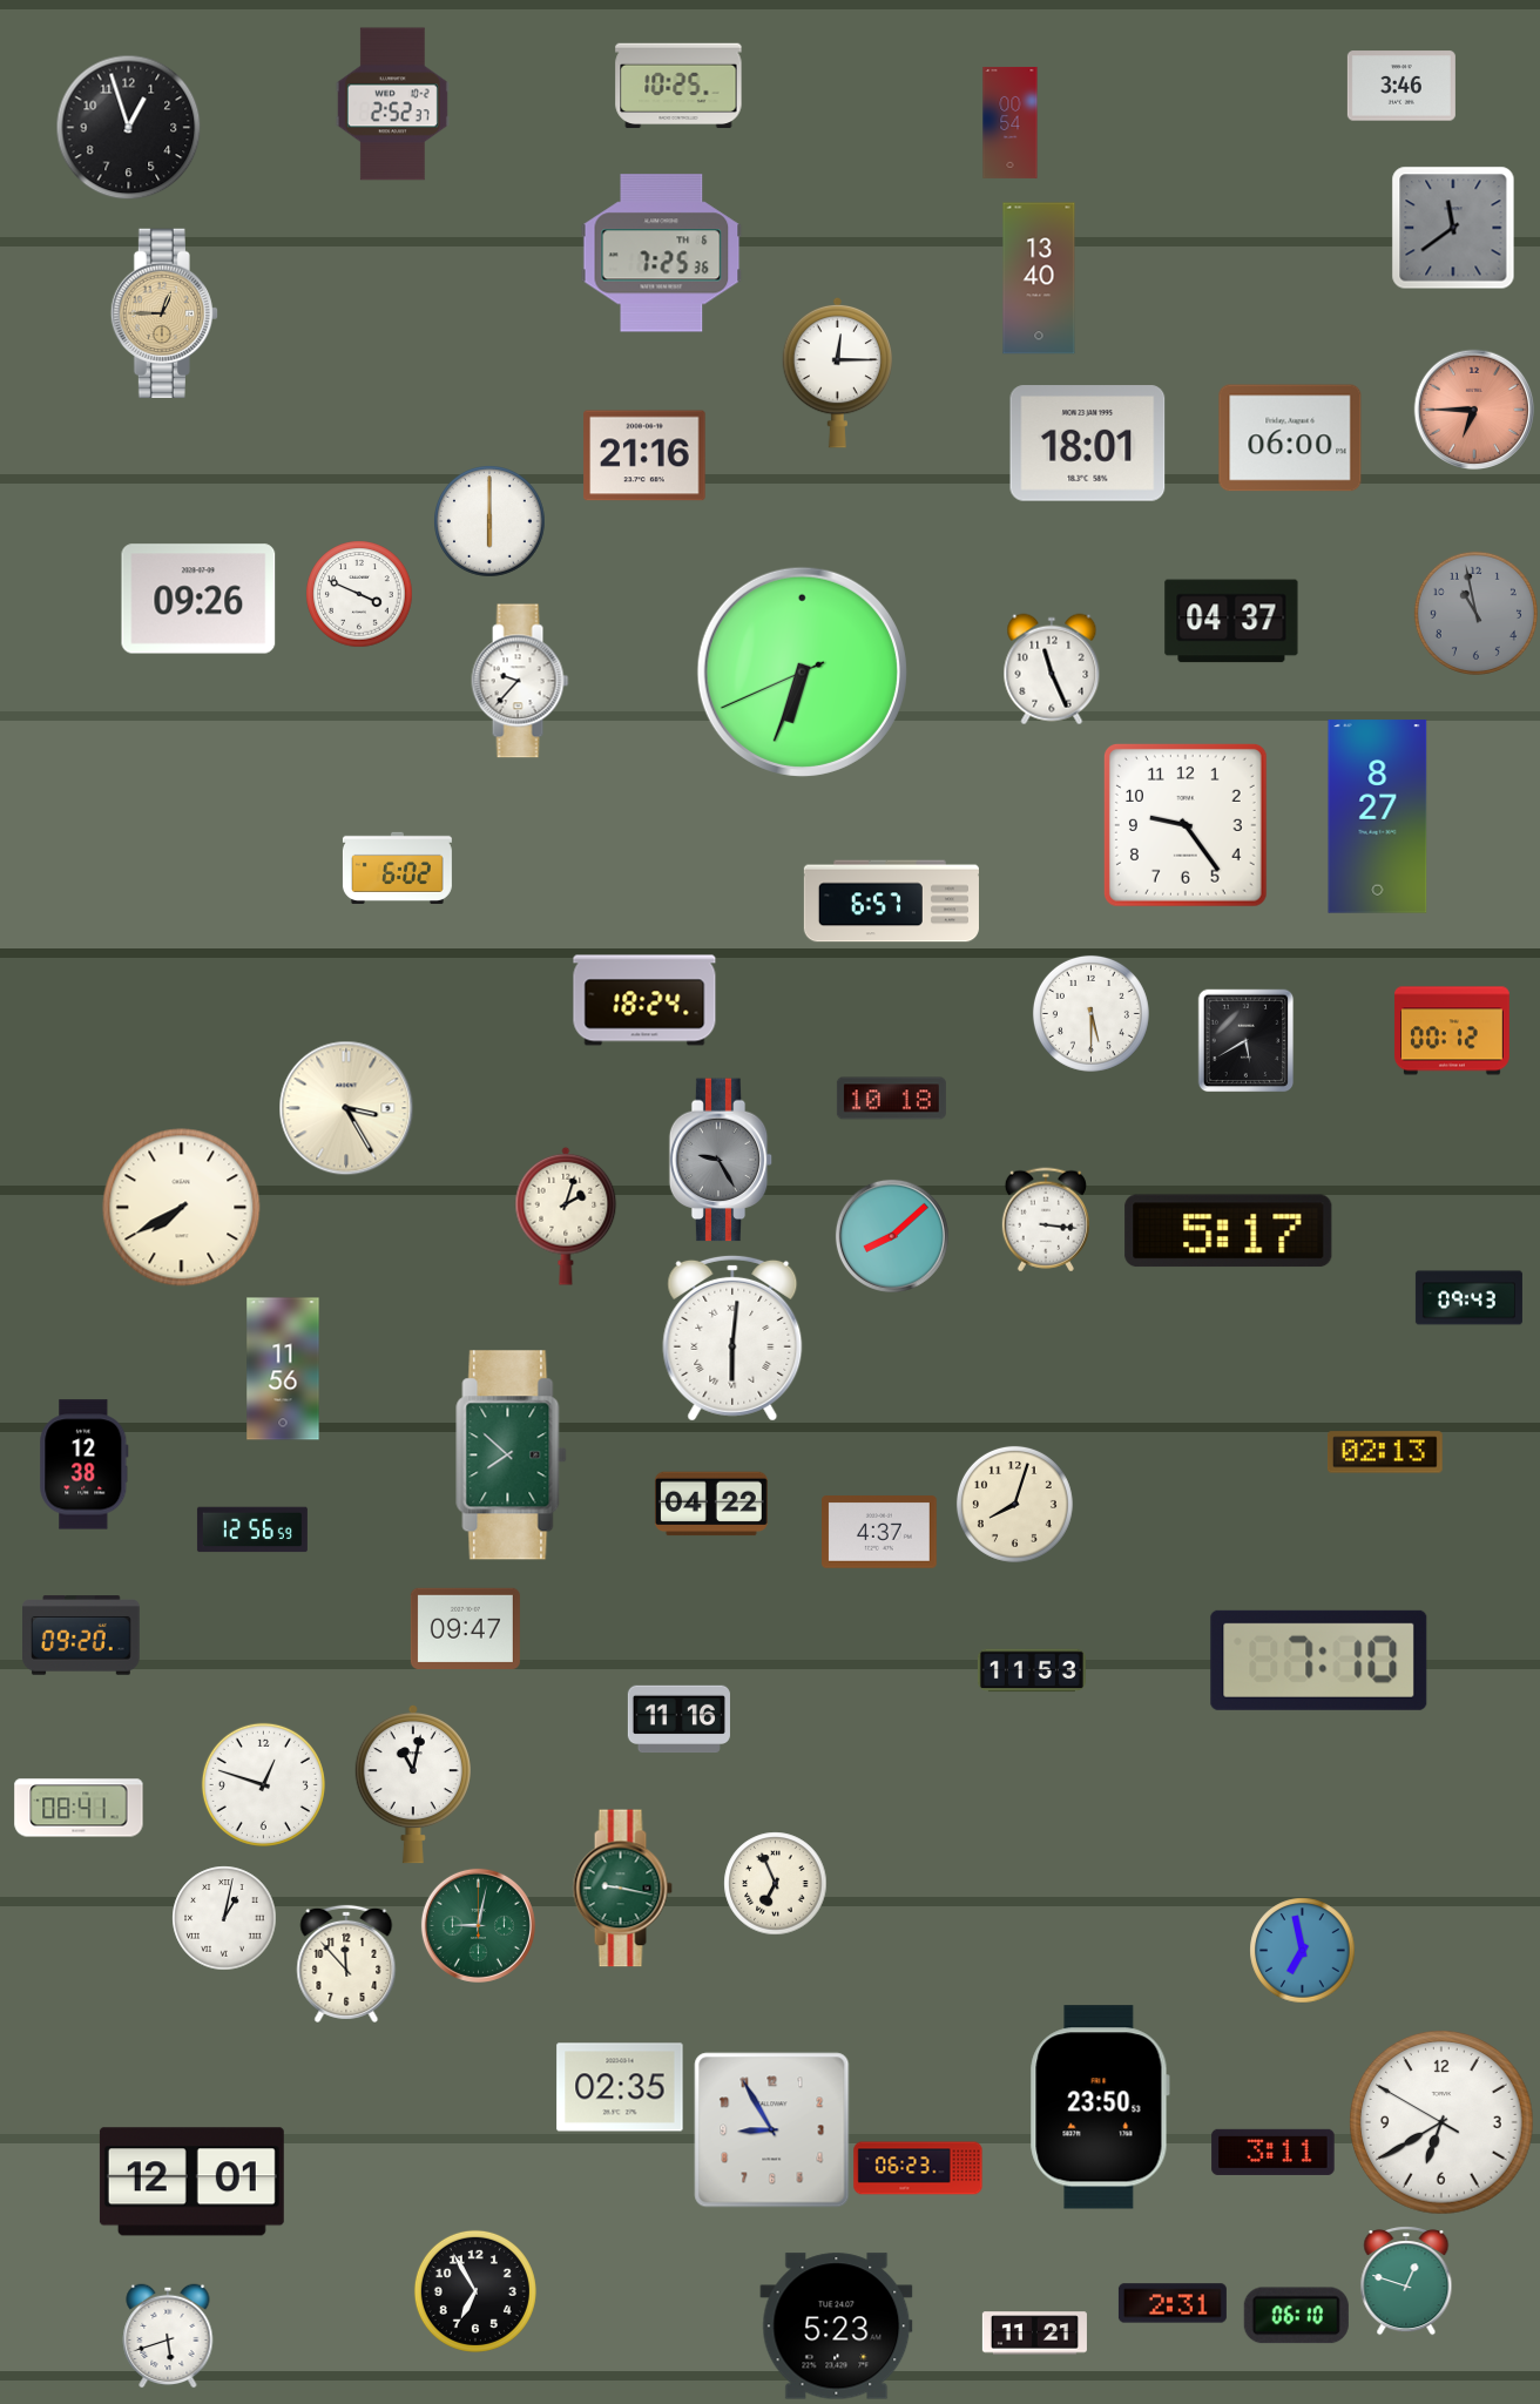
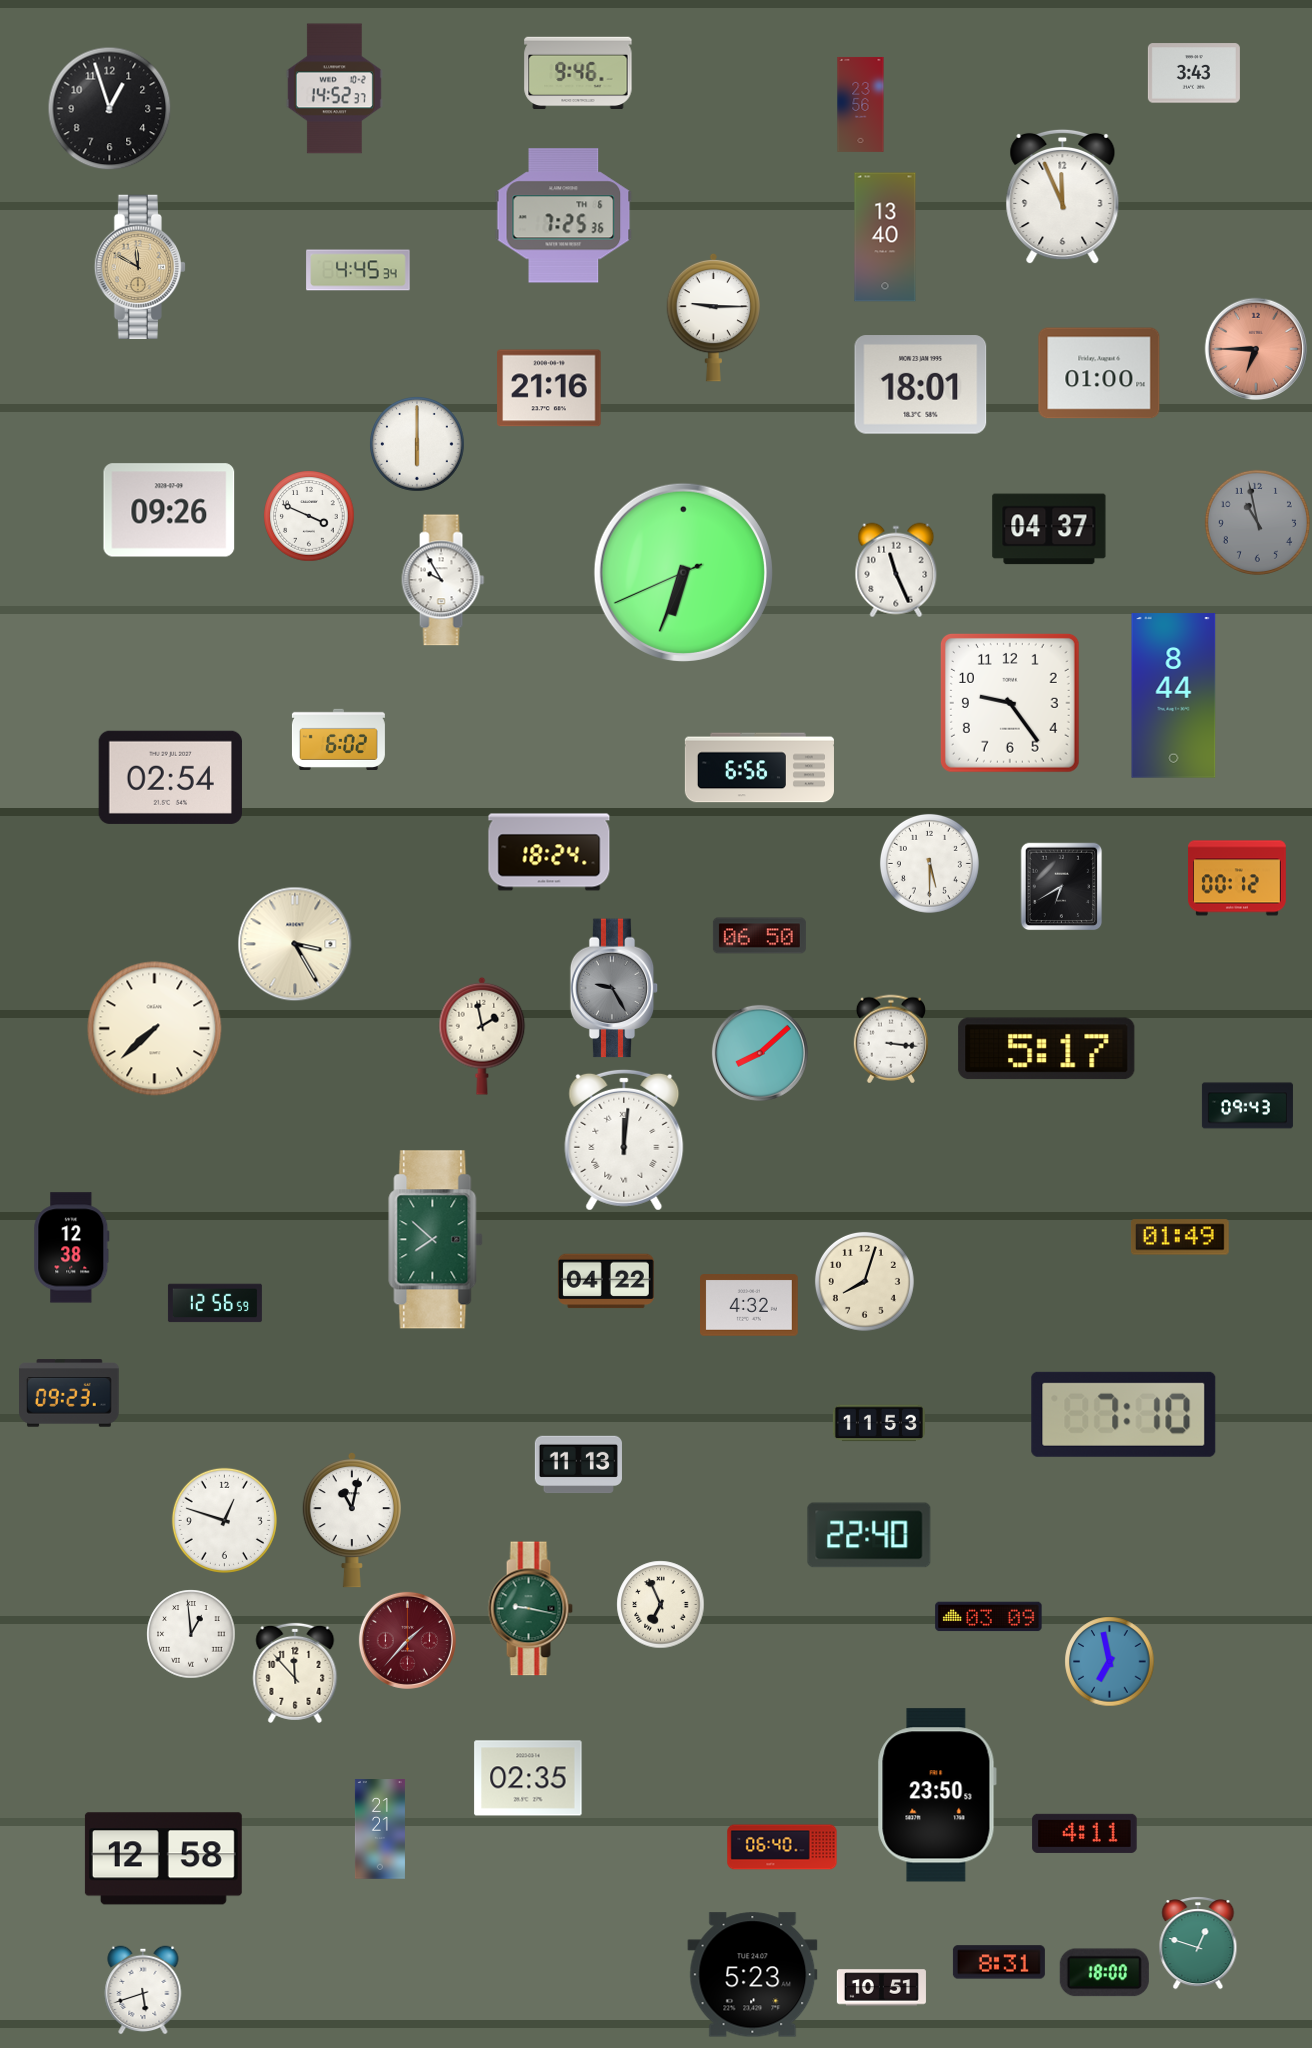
clock at (678, 86): 10:25 -> 9:46
clock at (1401, 86): 3:46 -> 3:43
clock at (392, 104): 2:52 -> 14:52
clock at (1011, 122): 00:54 -> 23:56
clock at (1453, 228): 11:39 -> none
clock at (1063, 196): none -> 11:56
clock at (164, 312): 12:45 -> 11:50
clock at (358, 270): none -> 4:45
clock at (837, 372): 12:15 -> 9:15
clock at (1290, 438): 06:00 -> 01:00
clock at (1088, 444) position: (1088, 444) -> (921, 385)
clock at (359, 594) position: (359, 594) -> (309, 516)
clock at (520, 681): 9:37 -> 9:55
clock at (1378, 817): 8:27 -> 8:44
clock at (891, 901): 6:57 -> 6:56
clock at (170, 777): none -> 02:54
clock at (1247, 1040): 5:40 -> 6:40
clock at (891, 1099): 10:18 -> 06:50
clock at (182, 1208): 7:40 -> 7:38
clock at (566, 1216): 2:03 -> 1:58
clock at (1468, 1298) position: (1468, 1298) -> (1247, 1106)
clock at (732, 1338): 6:01 -> 12:01
clock at (283, 1369): 11:56 -> none
clock at (1385, 1452): 02:13 -> 01:49
clock at (880, 1532): 4:37 -> 4:32
clock at (465, 1628): 09:47 -> none
clock at (82, 1635): 09:20 -> 09:23
clock at (678, 1720): 11:16 -> 11:13
clock at (869, 1535): none -> 22:40
clock at (79, 1808): 08:41 -> none
clock at (989, 1617): none -> 03:09
clock at (224, 1918): 1:02 -> 12:59
clock at (478, 1925): 9:02 -> 1:37
clock at (478, 1925) dial: green -> burgundy
clock at (1441, 2122): 6:39 -> none
clock at (772, 2130): 8:55 -> none
clock at (380, 1829): none -> 21:21
clock at (1274, 2152): 3:11 -> 4:11
clock at (918, 2168): 06:23 -> 06:40
clock at (191, 2182): 12:01 -> 12:58
clock at (475, 2291): 6:55 -> none
clock at (1173, 2303): 2:31 -> 8:31
clock at (1296, 2316): 06:10 -> 18:00
clock at (837, 2327) position: (837, 2327) -> (753, 1975)
clock at (1034, 2334): 11:21 -> 10:51
